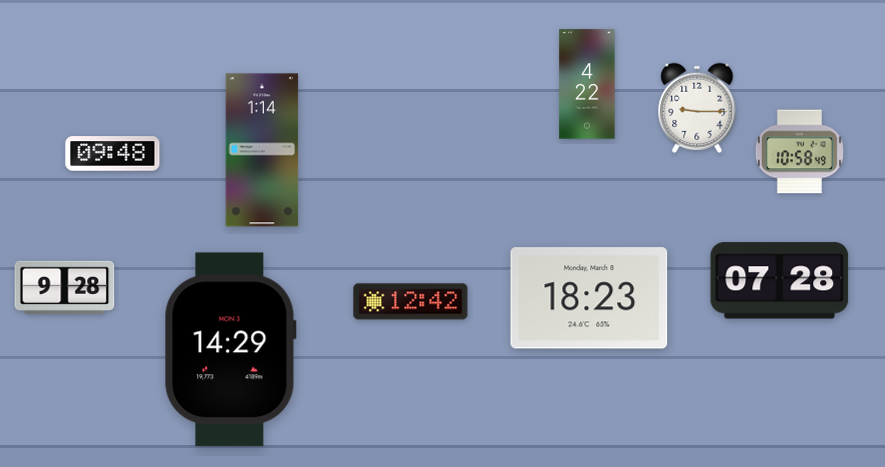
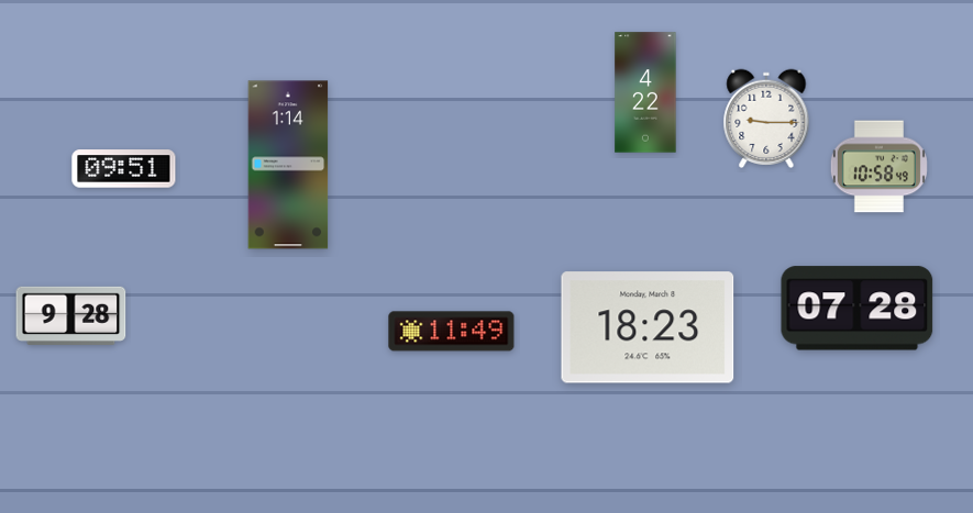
clock at (113, 154): 09:48 -> 09:51
clock at (411, 302): 12:42 -> 11:49
clock at (230, 350): 14:29 -> none
